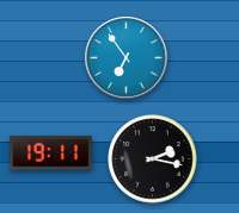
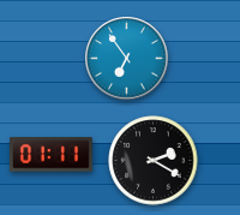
clock at (51, 154): 19:11 -> 01:11
clock at (153, 159): 2:17 -> 2:20
